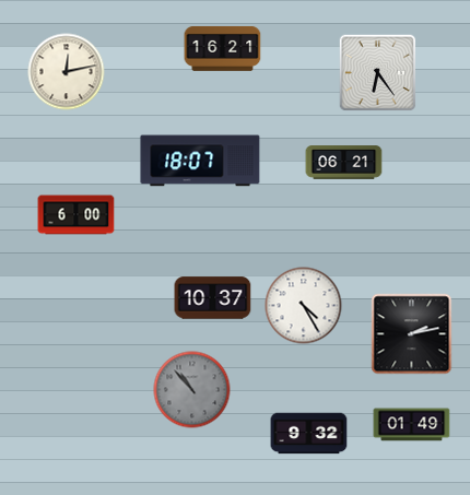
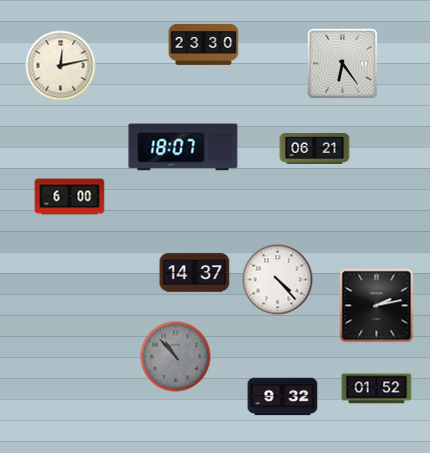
clock at (223, 48): 16:21 -> 23:30
clock at (378, 73) position: (378, 73) -> (343, 64)
clock at (213, 298): 10:37 -> 14:37
clock at (304, 306): 4:25 -> 4:23
clock at (412, 425): 01:49 -> 01:52
